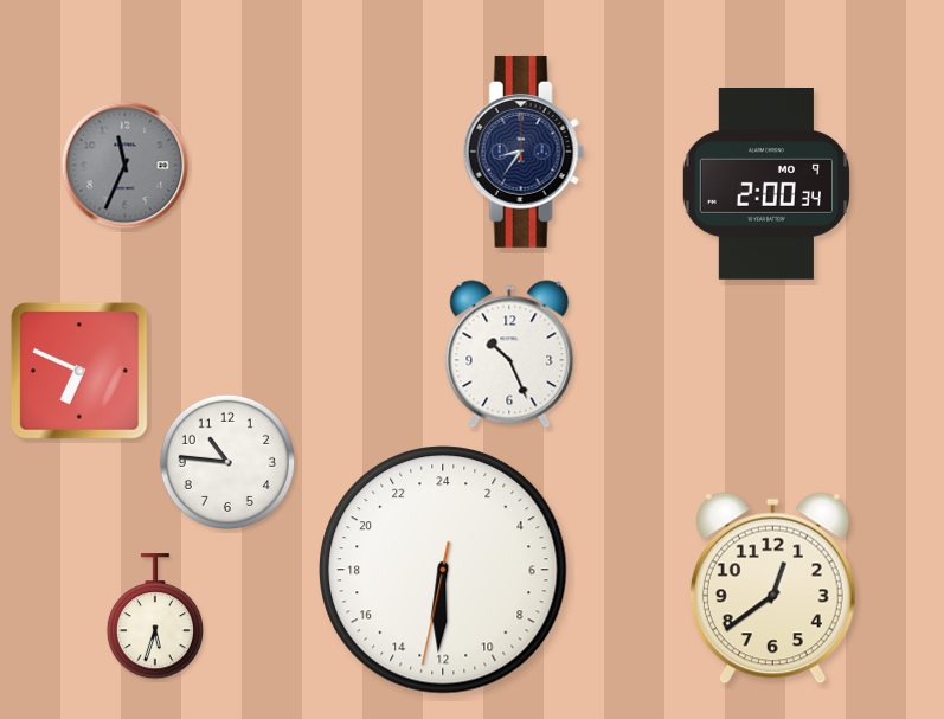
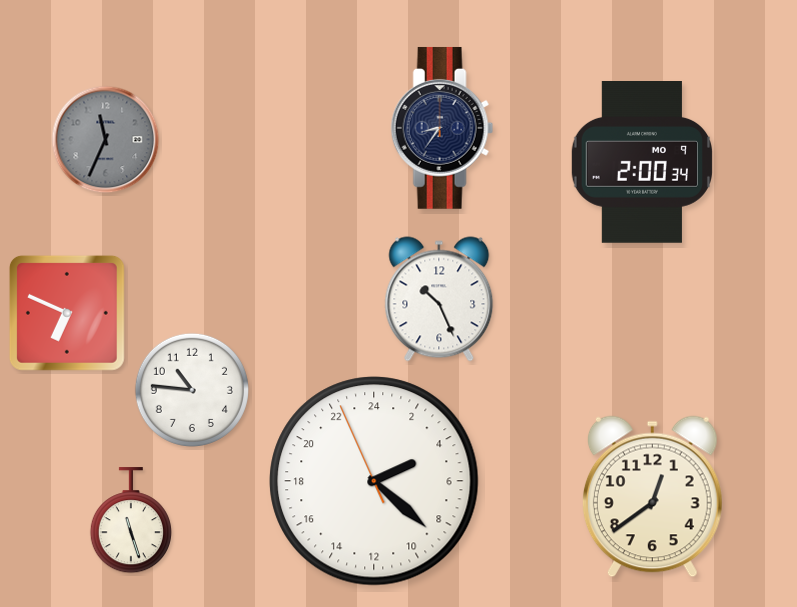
clock at (765, 185) position: (765, 185) -> (641, 163)
clock at (509, 354) position: (509, 354) -> (439, 299)
clock at (443, 570): 12:30 -> 4:21
clock at (155, 617): 5:33 -> 11:27
